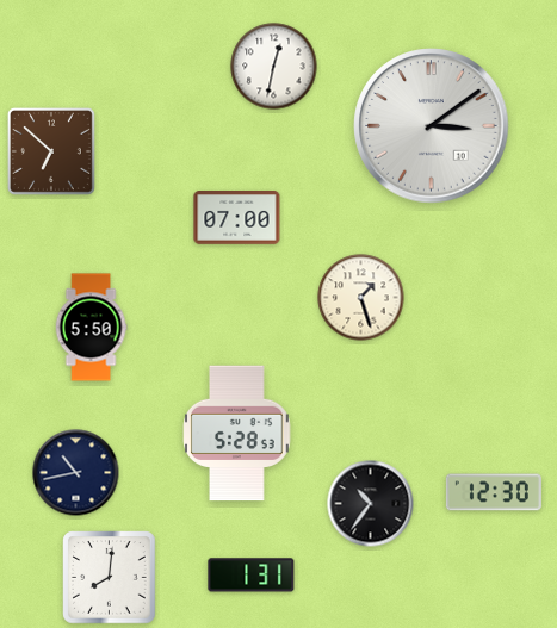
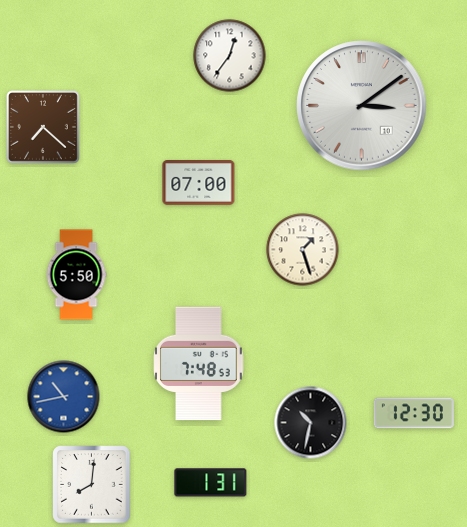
clock at (274, 67): 12:32 -> 12:36
clock at (51, 151): 6:52 -> 7:22
clock at (237, 434): 5:28 -> 7:48
clock at (76, 473) dial: navy -> blue
clock at (371, 504): 10:36 -> 10:32
